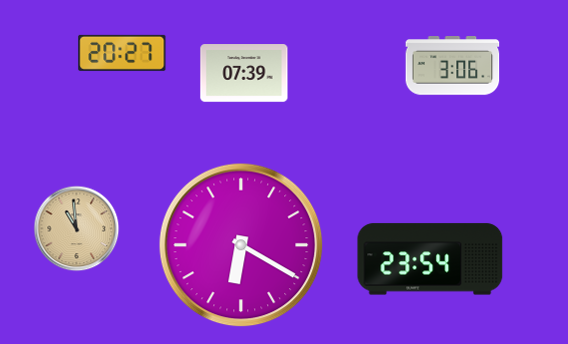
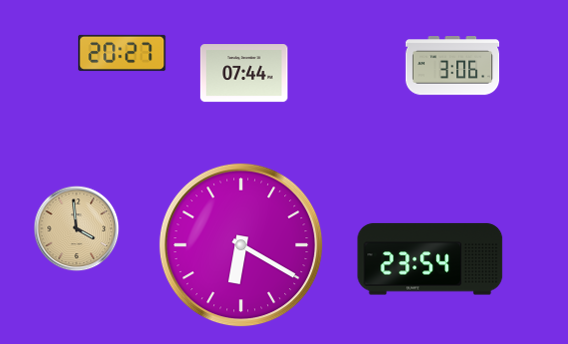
clock at (244, 73): 07:39 -> 07:44
clock at (77, 229): 10:59 -> 3:59
